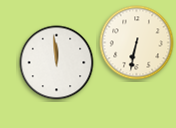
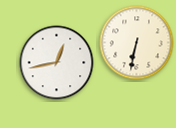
clock at (57, 63): 11:59 -> 12:43
